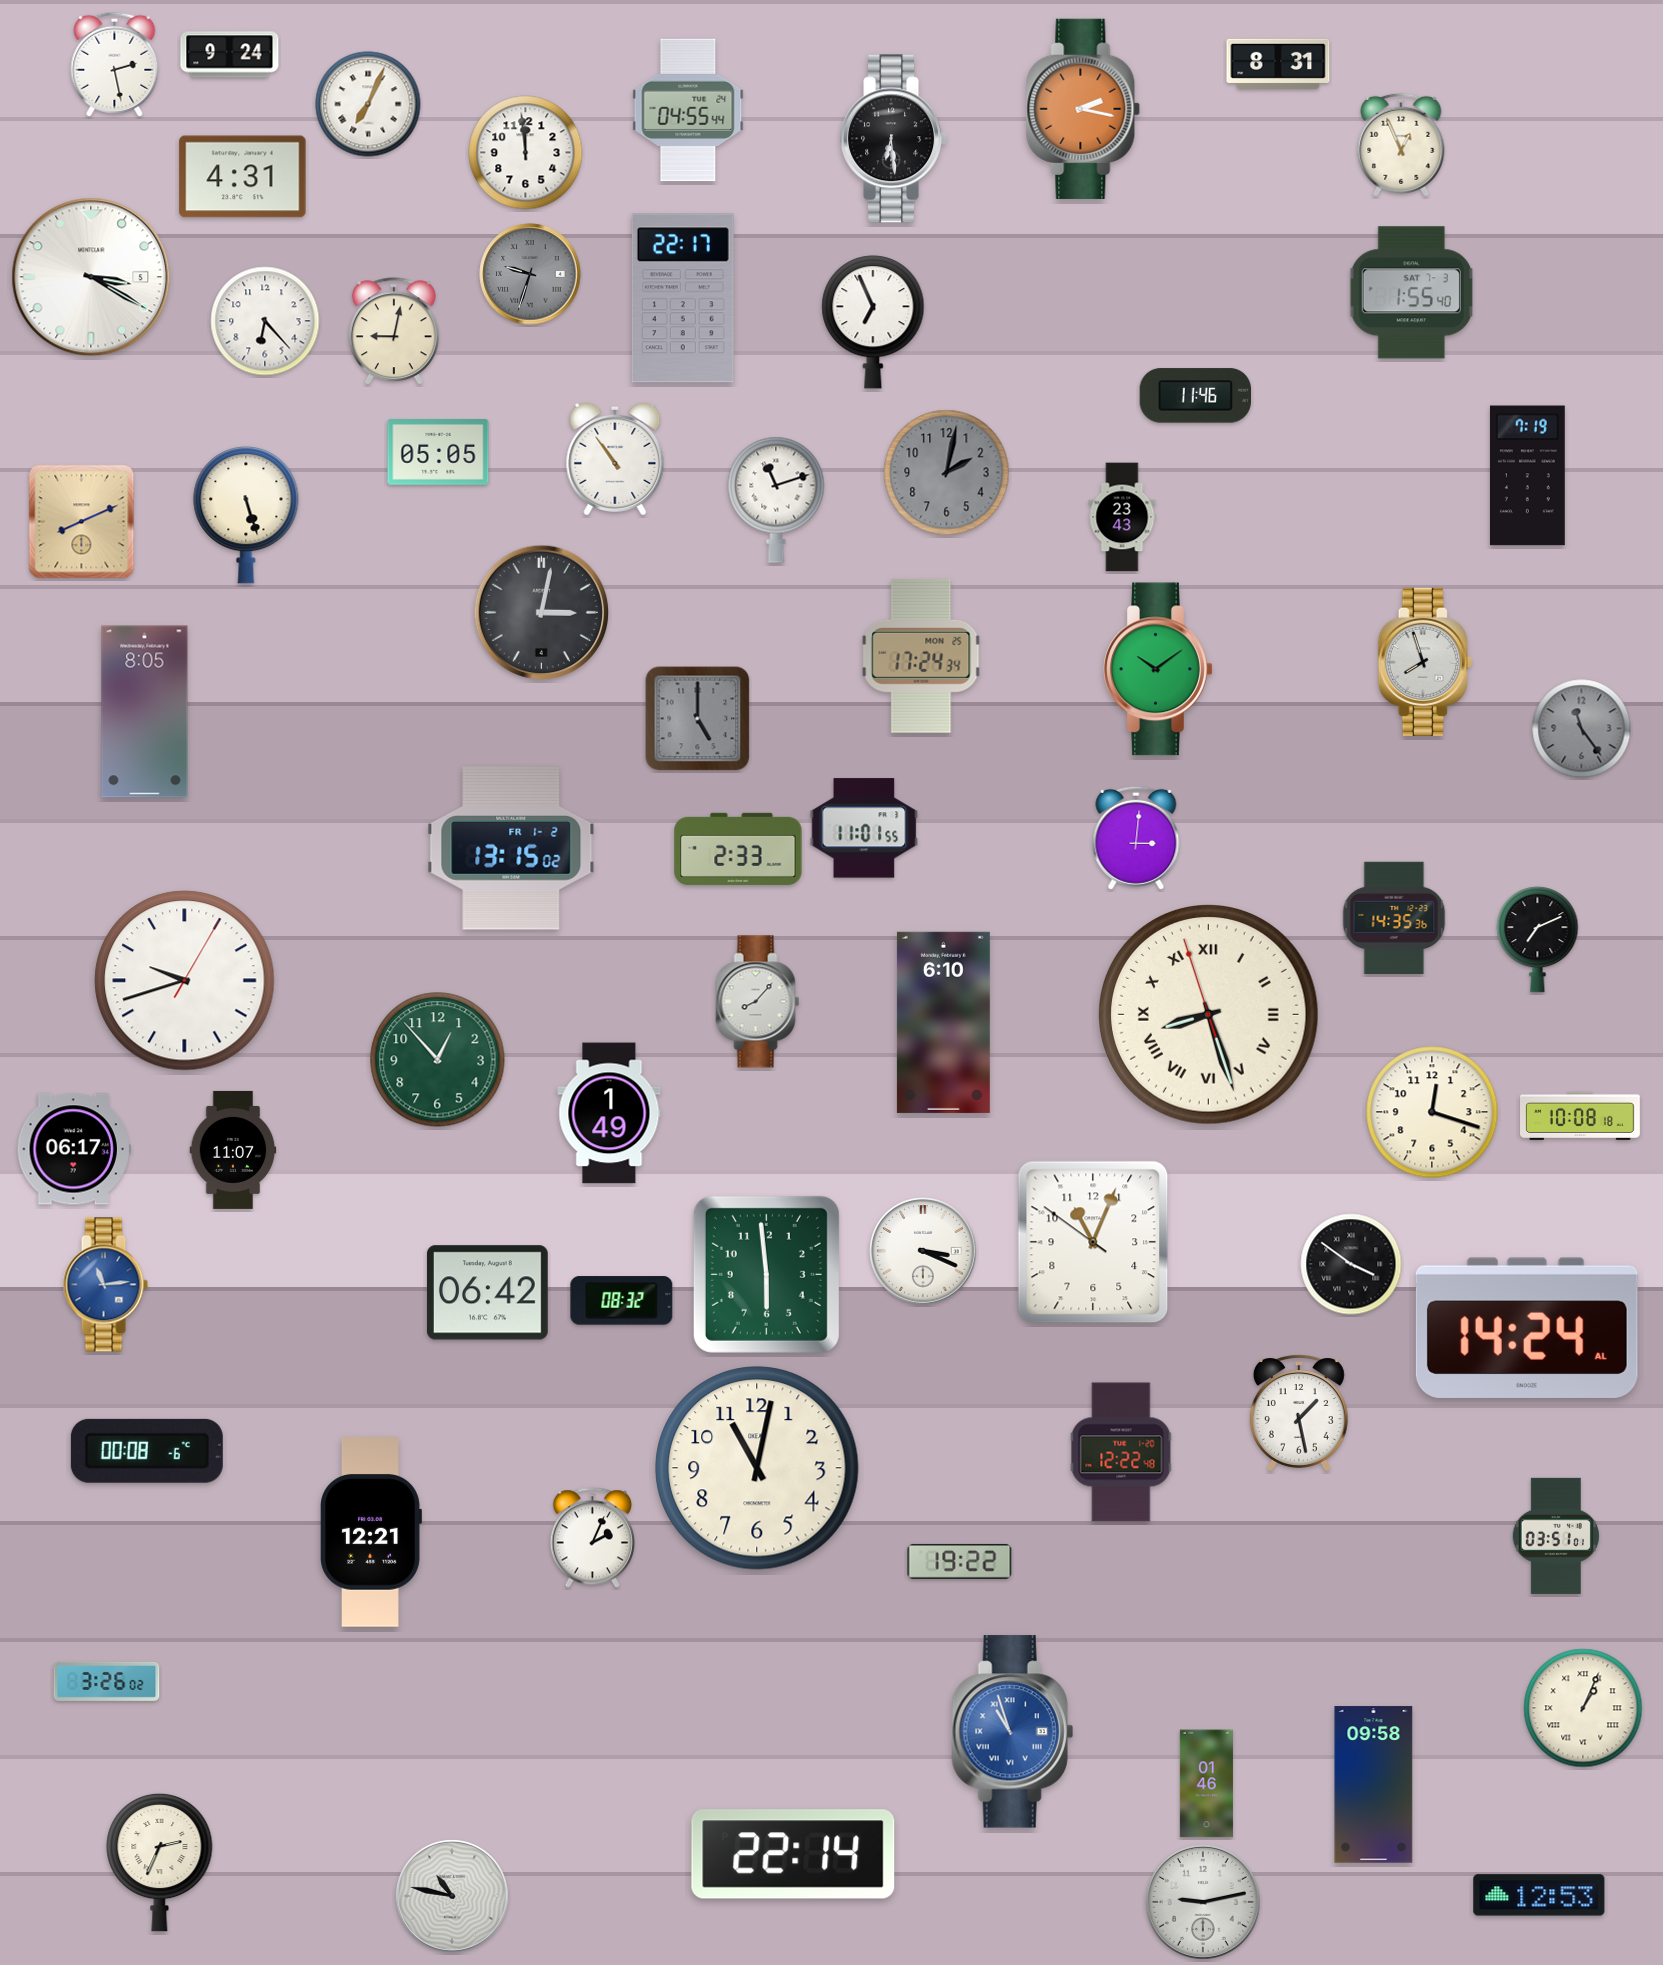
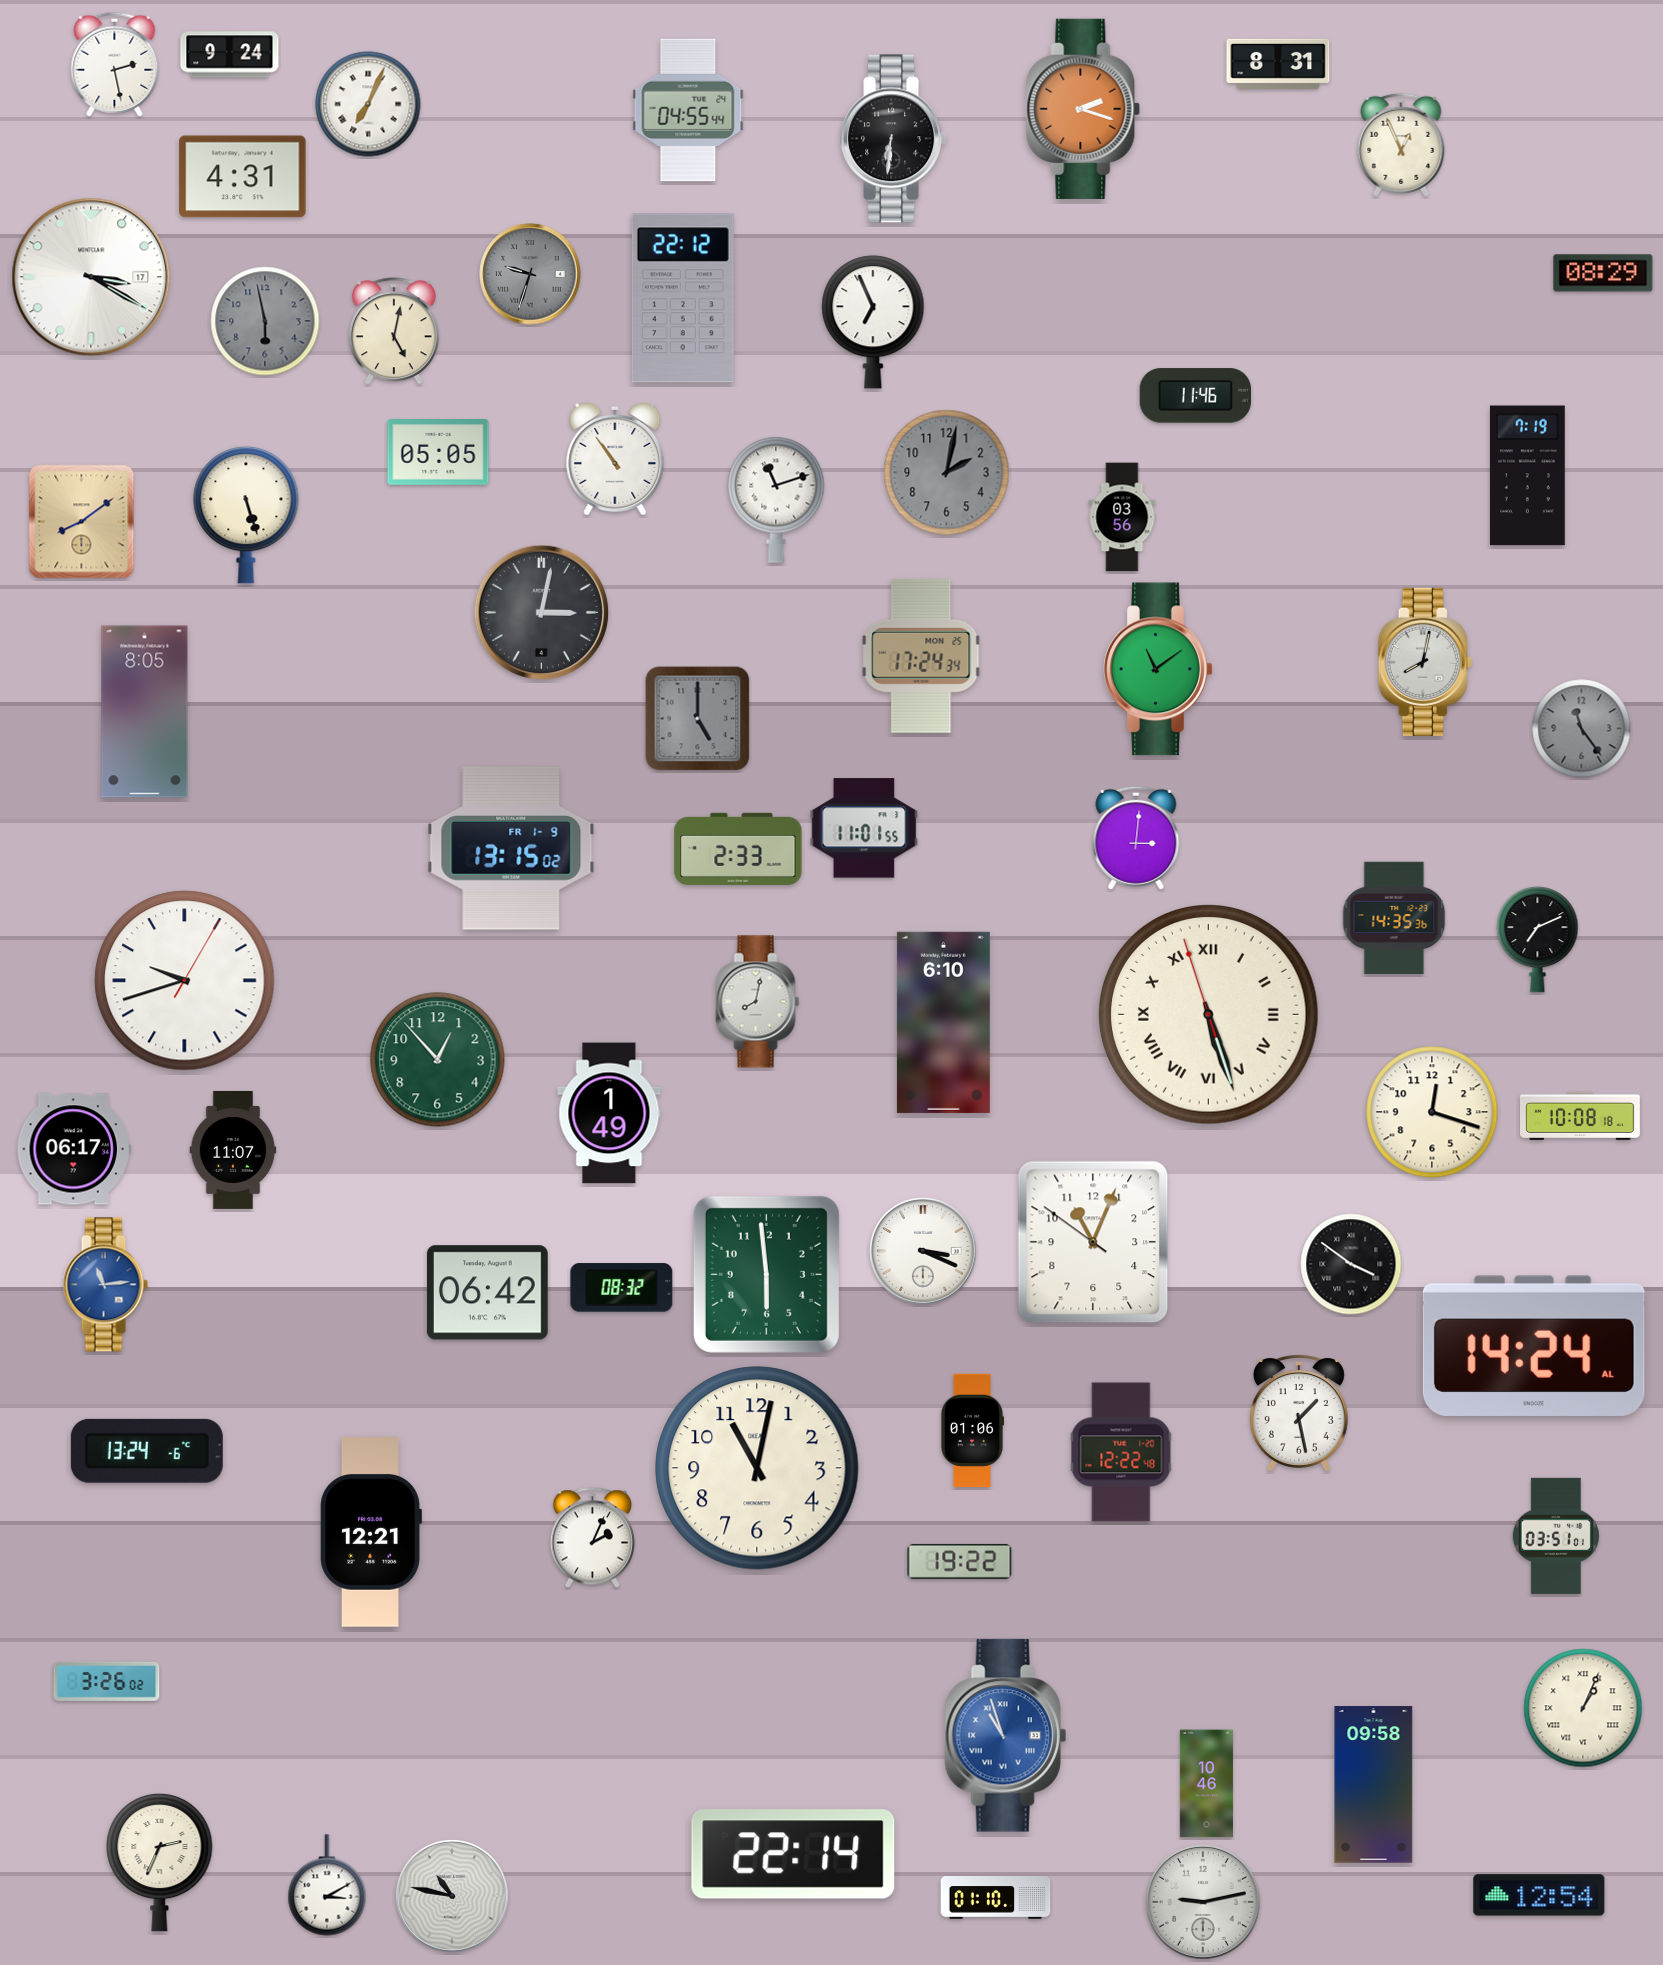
clock at (1083, 109): 2:17 -> 2:18
clock at (894, 139): 6:29 -> 6:31
clock at (526, 153): 11:59 -> none
clock at (1603, 273): none -> 08:29
clock at (91, 277) date: 5 -> 17
clock at (1411, 293): 1:55 -> none
clock at (683, 298): 22:17 -> 22:12
clock at (265, 321): 6:23 -> 5:58
clock at (265, 321) dial: white -> grey
clock at (394, 332): 9:02 -> 5:02
clock at (1122, 517): 23:43 -> 03:56
clock at (82, 522): 8:11 -> 8:09
clock at (1425, 662): 7:57 -> 8:02
clock at (1158, 669): 10:09 -> 11:09
clock at (511, 848) date: FR 1-2 -> FR 1-9
clock at (758, 1002): 8:07 -> 8:02
clock at (1209, 1015): 8:26 -> 5:26
clock at (622, 1301) position: (622, 1301) -> (622, 1288)
clock at (1527, 1328) position: (1527, 1328) -> (1534, 1346)
clock at (971, 1431): none -> 01:06
clock at (147, 1451): 00:08 -> 13:24
clock at (1012, 1732) position: (1012, 1732) -> (1005, 1736)
clock at (1206, 1784): 01:46 -> 10:46
clock at (327, 1885): none -> 3:10
clock at (1539, 1895): 12:53 -> 12:54
clock at (996, 1898): none -> 01:10
